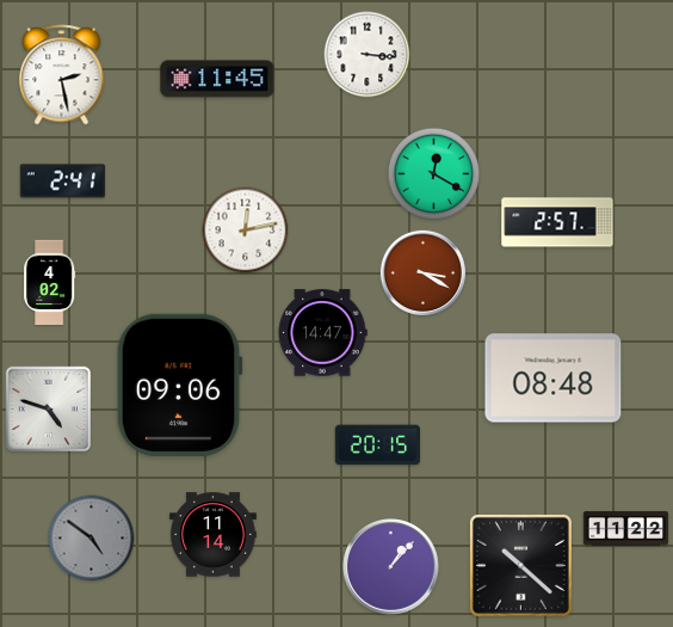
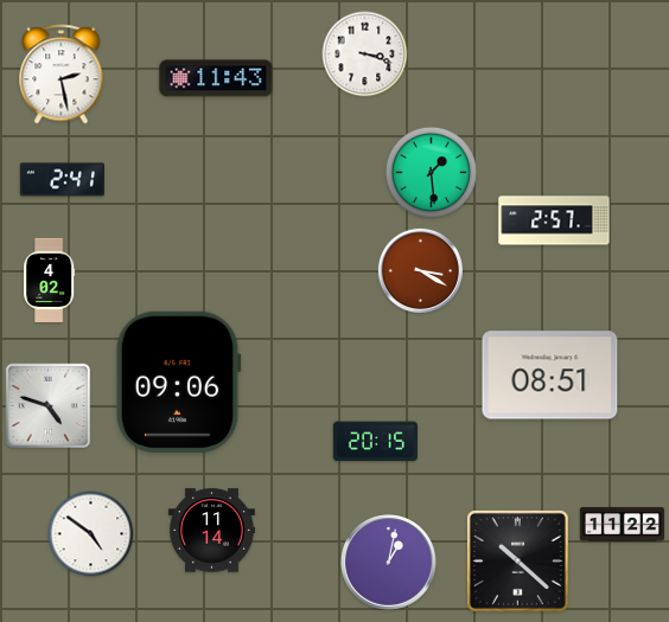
clock at (368, 55): 3:16 -> 3:18
clock at (217, 79): 11:45 -> 11:43
clock at (434, 174): 12:20 -> 1:29
clock at (246, 230): 12:13 -> none
clock at (322, 333): 14:47 -> none
clock at (554, 379): 08:48 -> 08:51
clock at (92, 539) dial: grey -> white
clock at (391, 567): 1:07 -> 1:02
